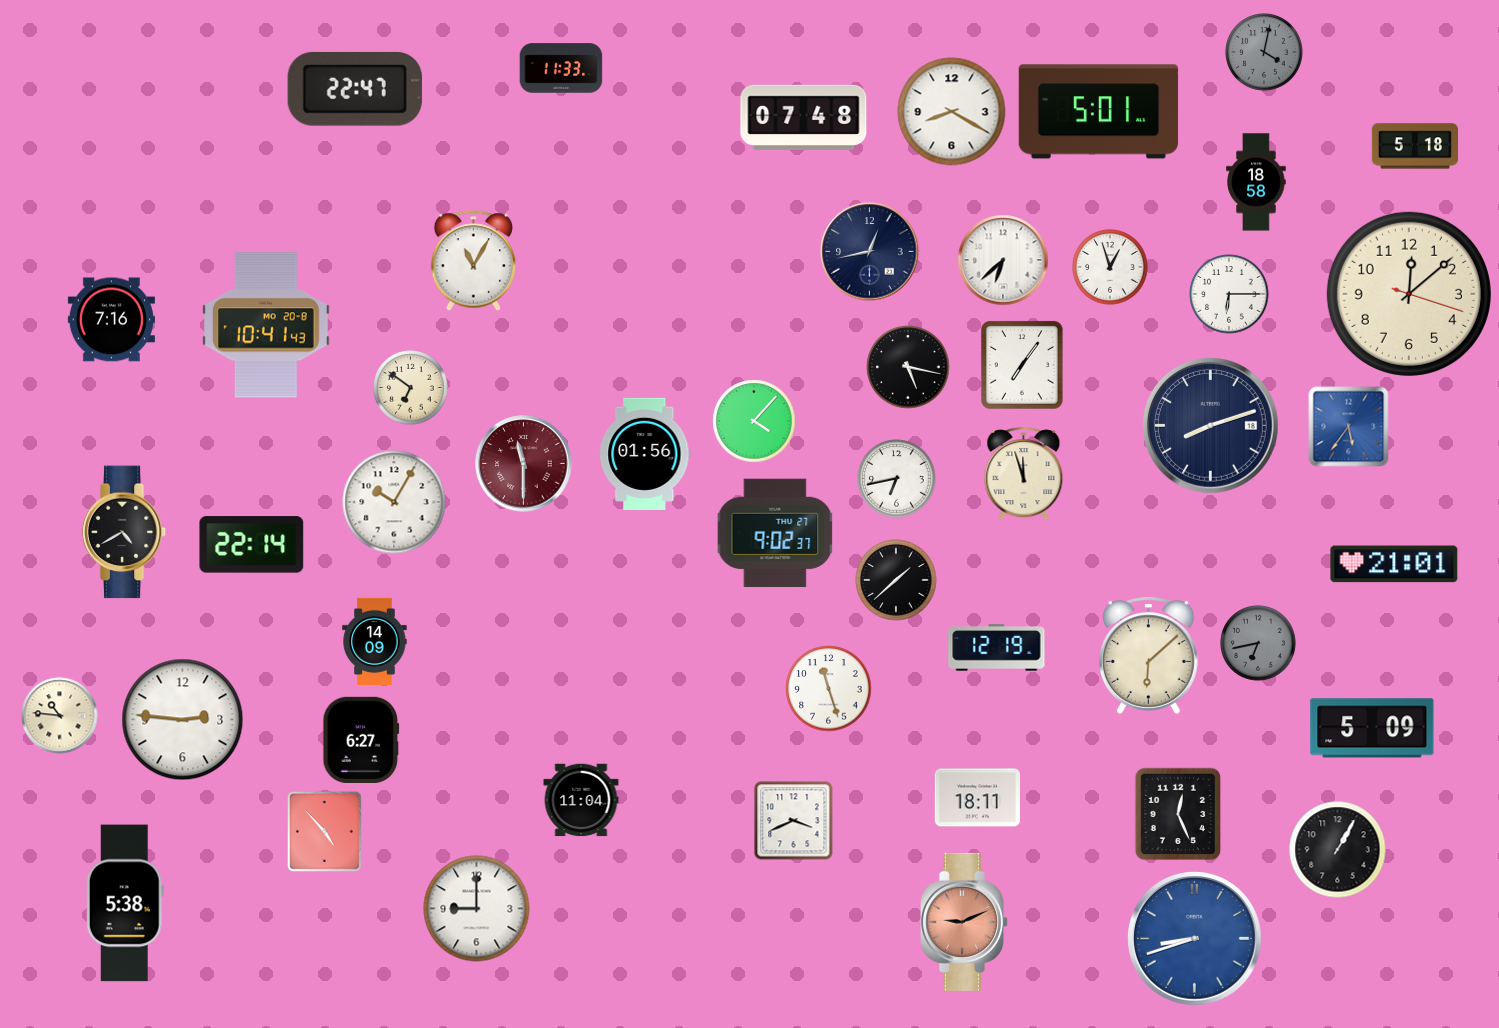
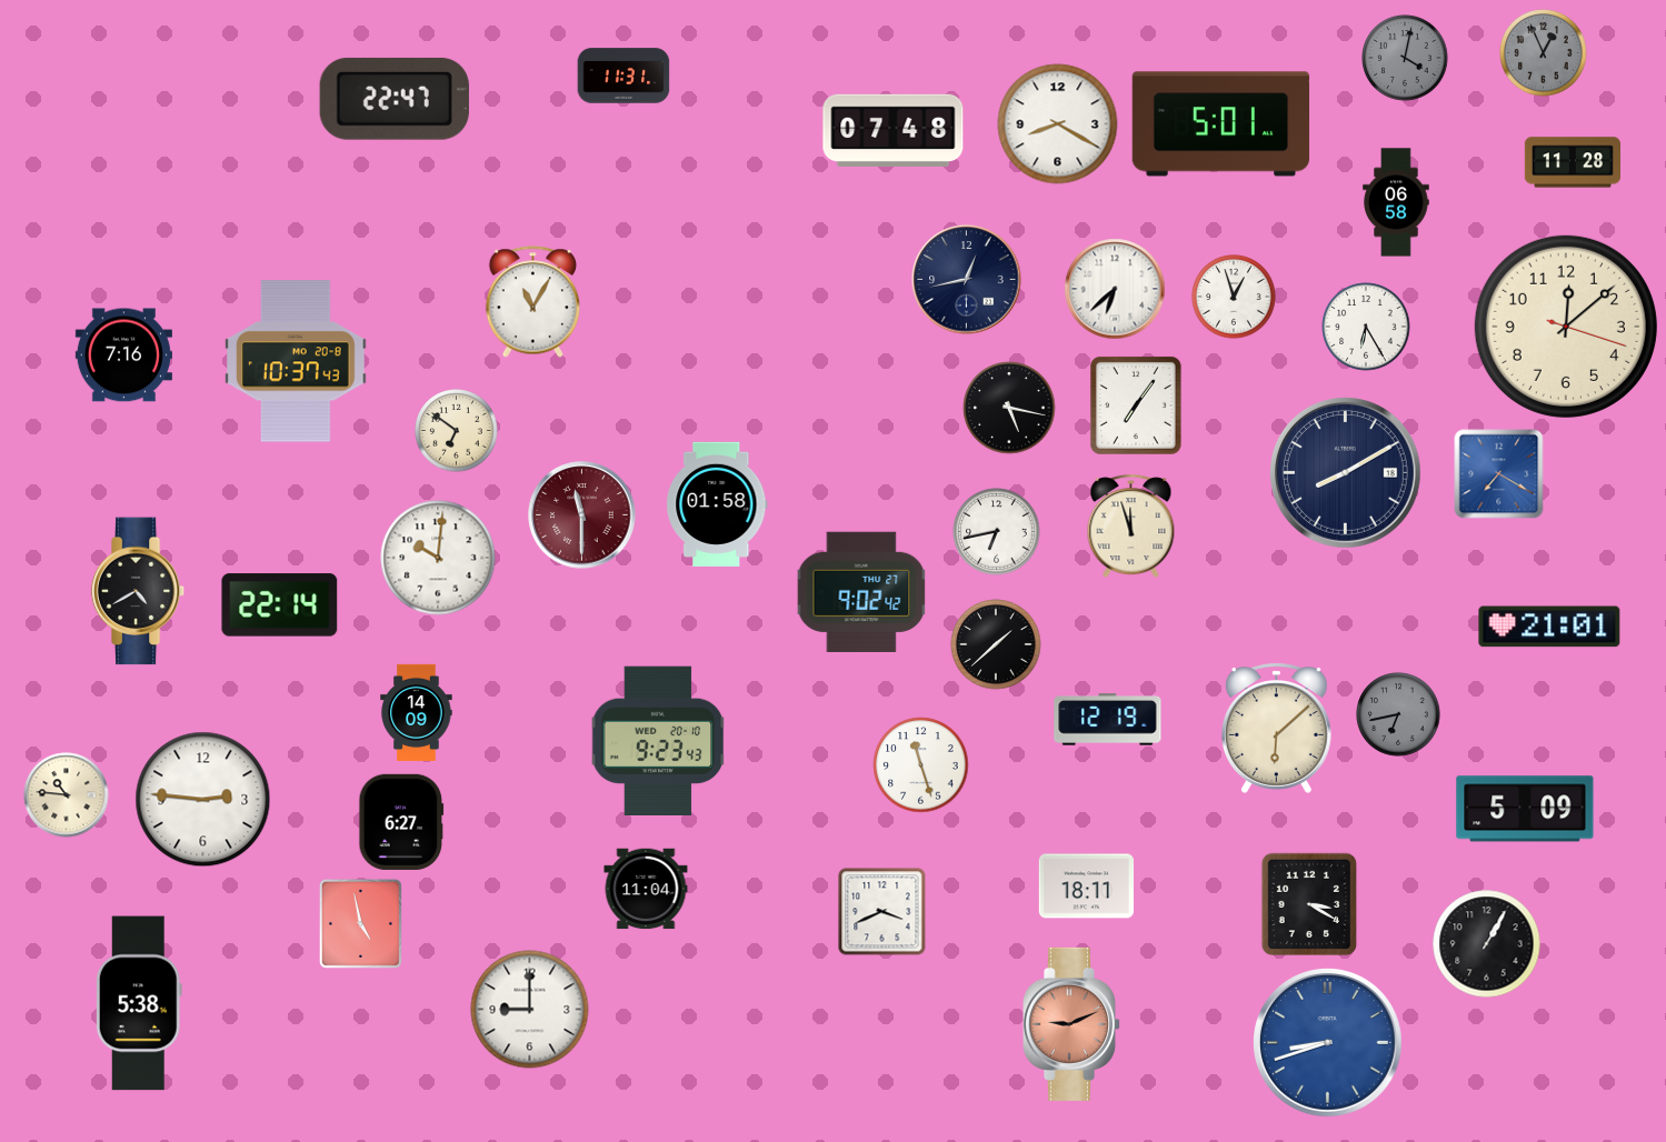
clock at (1544, 53): none -> 12:56
clock at (561, 68): 11:33 -> 11:31
clock at (1414, 146): 5:18 -> 11:28
clock at (1256, 182): 18:58 -> 06:58
clock at (474, 261) position: (474, 261) -> (533, 302)
clock at (1229, 294): 6:15 -> 6:25
clock at (267, 325): 10:41 -> 10:37
clock at (754, 421): 4:07 -> none
clock at (1211, 426): 8:12 -> 8:10
clock at (1349, 427): 5:36 -> 7:20
clock at (645, 454): 01:56 -> 01:58
clock at (1024, 474) position: (1024, 474) -> (1131, 527)
clock at (394, 502): 10:05 -> 10:01
clock at (775, 532): 9:02:37 -> 9:02:42
clock at (658, 740): none -> 9:23
clock at (1178, 814): 12:26 -> 3:20
clock at (324, 831): 4:53 -> 4:58
